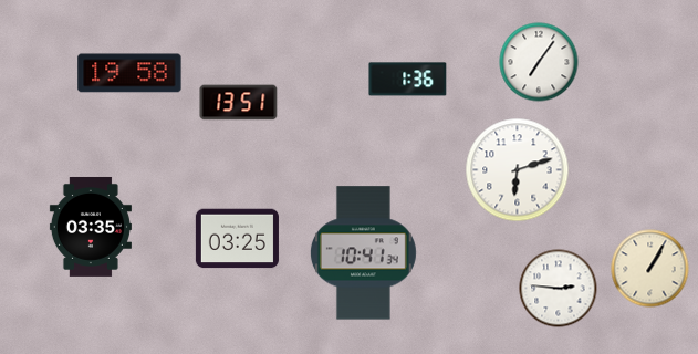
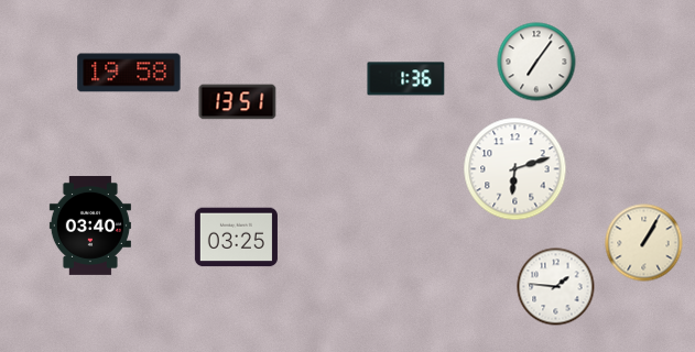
clock at (91, 227): 03:35 -> 03:40
clock at (363, 253): 10:41 -> none
clock at (650, 269) position: (650, 269) -> (644, 243)
clock at (559, 289): 2:46 -> 1:46
